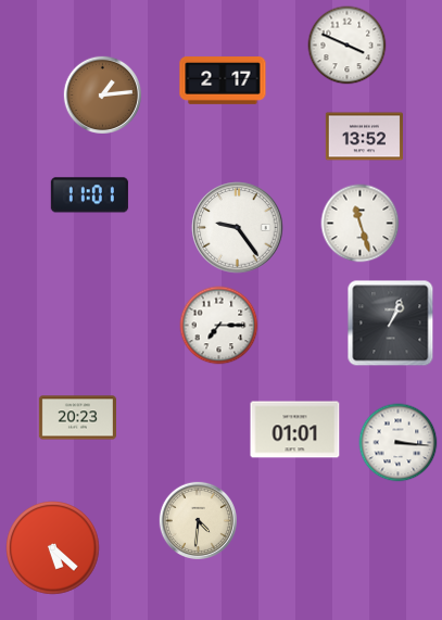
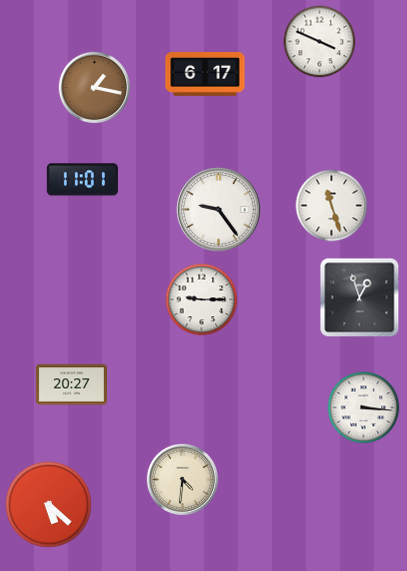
clock at (223, 81): 2:17 -> 6:17
clock at (102, 94): 1:14 -> 1:17
clock at (364, 137): 13:52 -> none
clock at (391, 324): 1:04 -> 12:57
clock at (219, 326): 7:15 -> 9:15
clock at (77, 418): 20:23 -> 20:27
clock at (295, 430): 01:01 -> none
clock at (399, 443) position: (399, 443) -> (364, 408)
